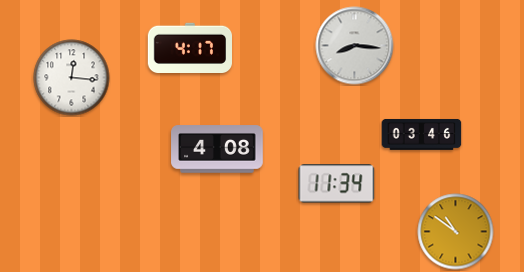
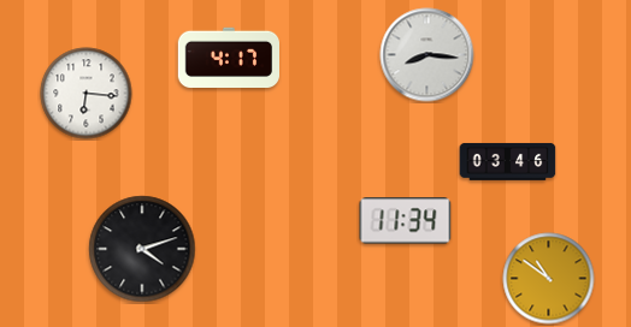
clock at (72, 78): 12:16 -> 6:16
clock at (217, 149): 4:08 -> none
clock at (142, 249): none -> 4:12
